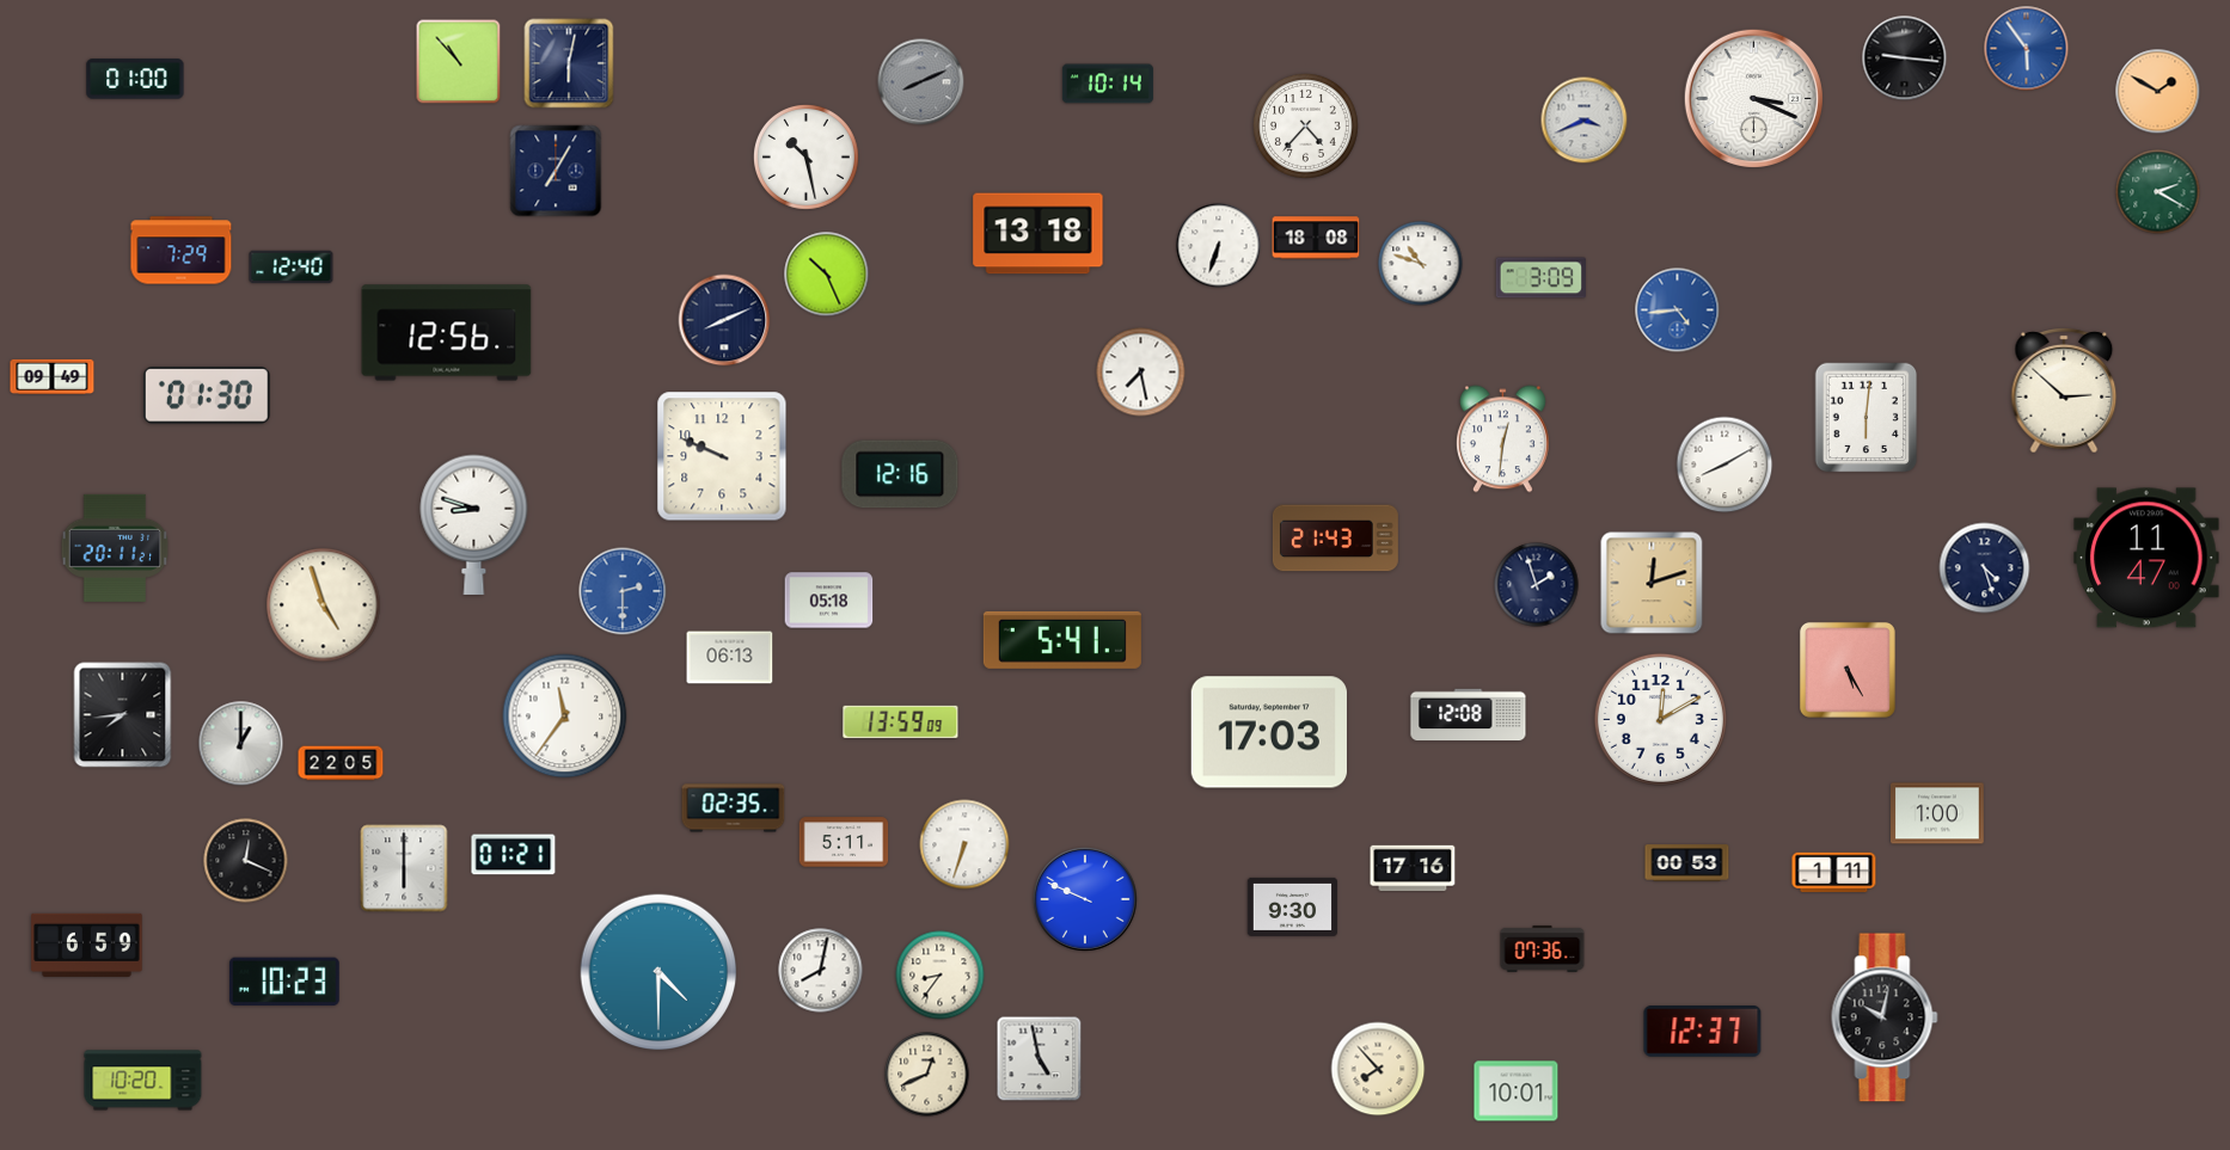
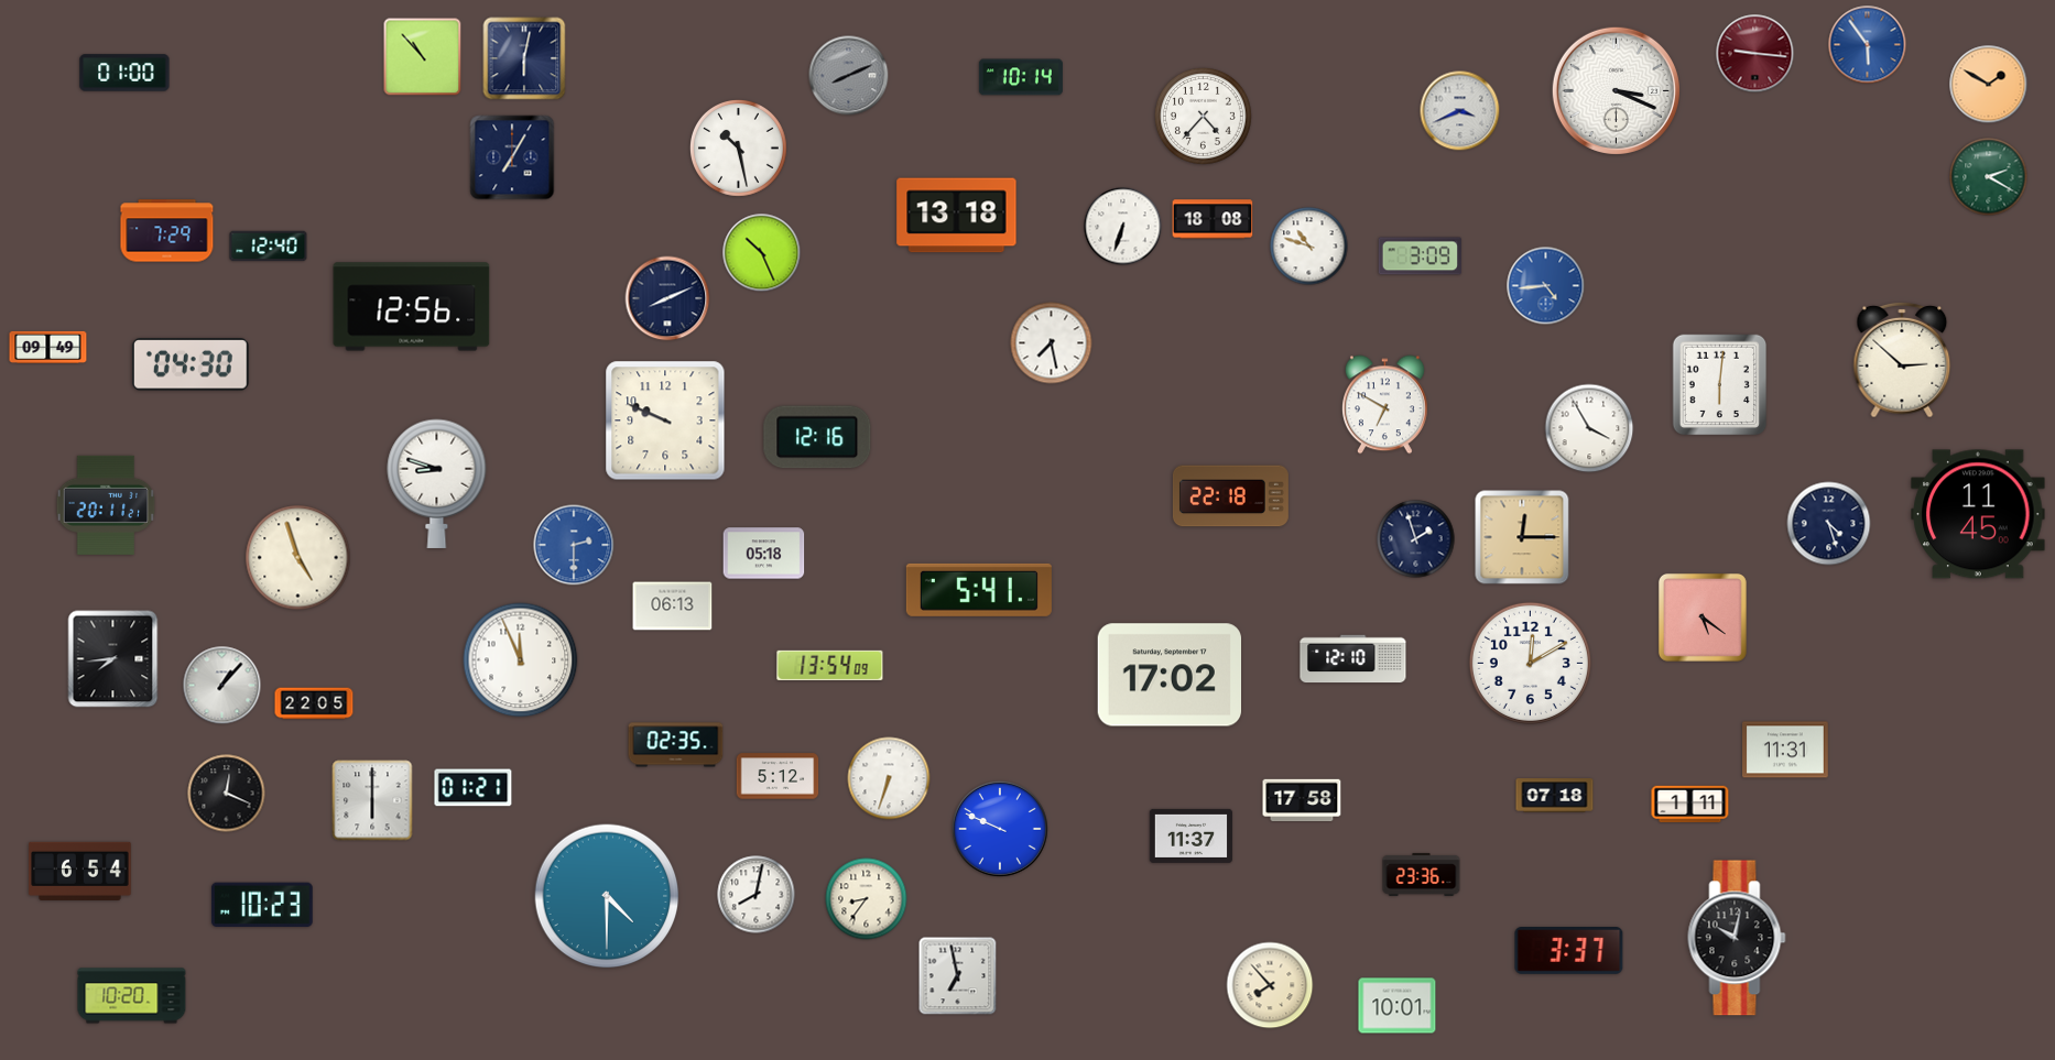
clock at (1905, 59) dial: black -> burgundy
clock at (805, 156) position: (805, 156) -> (738, 147)
clock at (1421, 264) position: (1421, 264) -> (1309, 247)
clock at (724, 320) position: (724, 320) -> (667, 298)
clock at (207, 395): 01:30 -> 04:30
clock at (1502, 439): 12:31 -> 6:50
clock at (1724, 465): 8:10 -> 3:55
clock at (900, 474) position: (900, 474) -> (817, 437)
clock at (1335, 539): 21:43 -> 22:18
clock at (2146, 558): 11:47 -> 11:45
clock at (1652, 583): 12:12 -> 12:15
clock at (1848, 670): 5:25 -> 5:21
clock at (1469, 715): 12:08 -> 12:10
clock at (565, 717): 11:36 -> 11:56
clock at (901, 721): 13:59 -> 13:54
clock at (1268, 732): 17:03 -> 17:02
clock at (241, 744): 1:00 -> 1:07
clock at (1938, 813): 1:00 -> 11:31
clock at (844, 842): 5:11 -> 5:12
clock at (1687, 863): 00:53 -> 07:18
clock at (1413, 868): 17:16 -> 17:58
clock at (1293, 906): 9:30 -> 11:37
clock at (87, 945): 6:59 -> 6:54
clock at (1543, 948): 07:36 -> 23:36
clock at (1703, 1032): 12:37 -> 3:37
clock at (1040, 1059): 4:58 -> 6:58
clock at (927, 1075): 12:41 -> none
